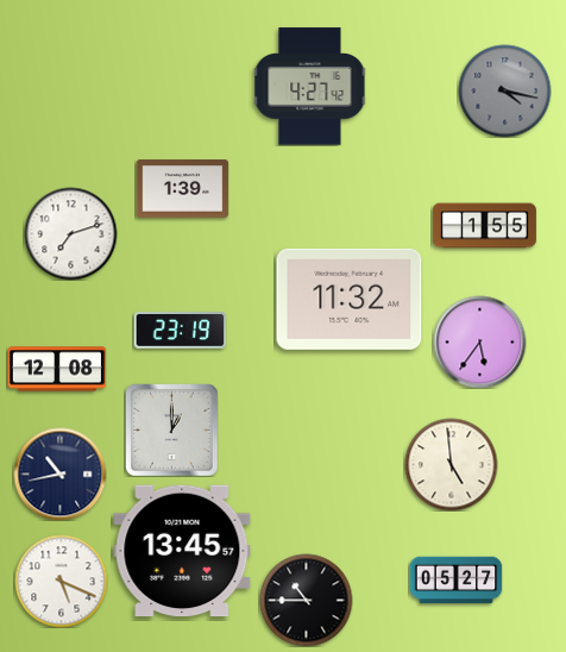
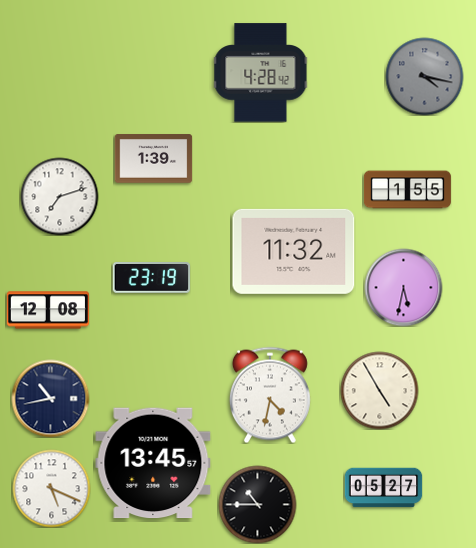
clock at (310, 87): 4:27 -> 4:28
clock at (479, 341): 5:36 -> 5:32
clock at (172, 431): 1:00 -> none
clock at (451, 464): 4:59 -> 4:55
clock at (270, 395): none -> 4:32
